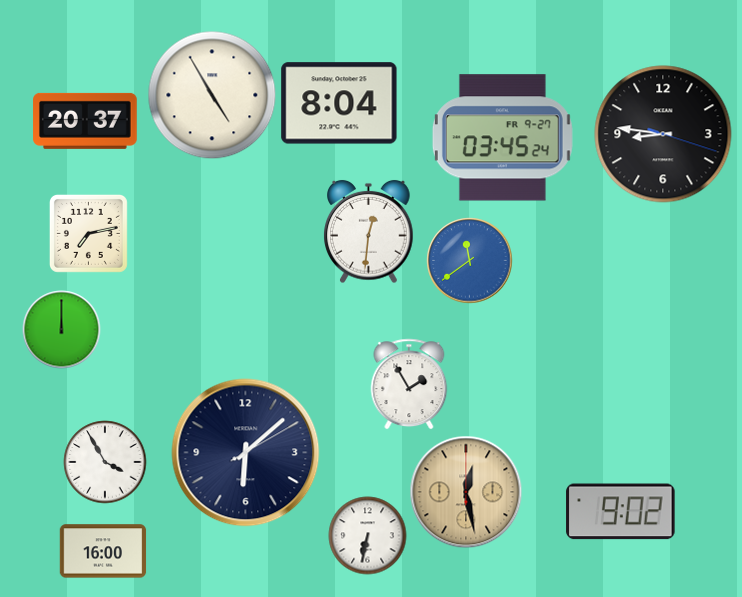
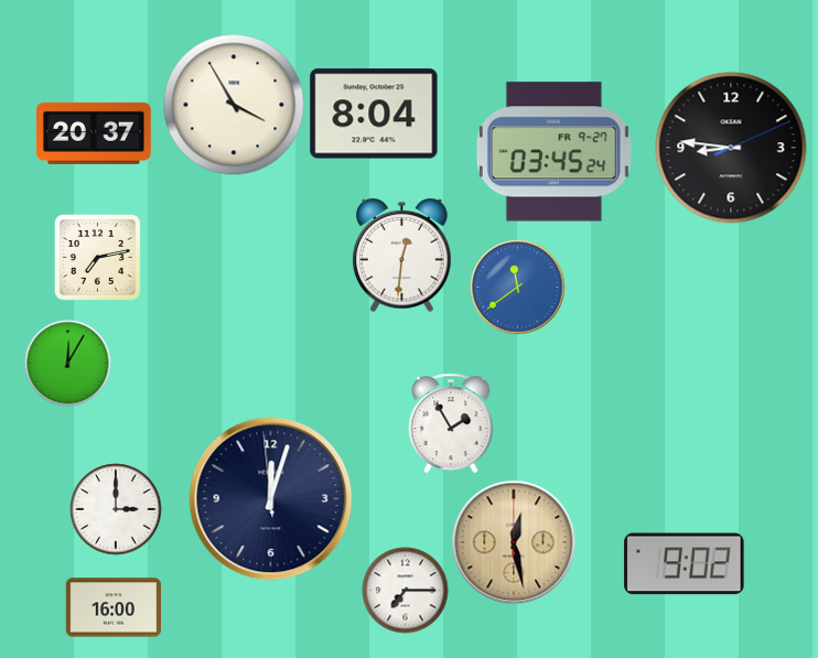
clock at (212, 95): 4:55 -> 3:55
clock at (663, 134): 8:46:18 -> 8:46:11
clock at (369, 231) position: (369, 231) -> (402, 255)
clock at (61, 329): 12:00 -> 12:05
clock at (246, 453): 6:08 -> 12:02
clock at (105, 462): 3:55 -> 3:00
clock at (367, 535): 6:32 -> 7:15
